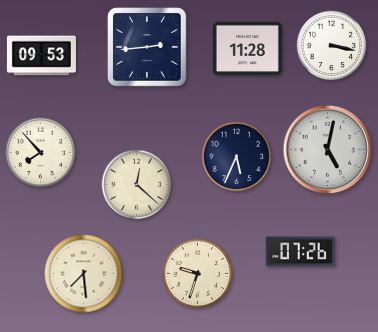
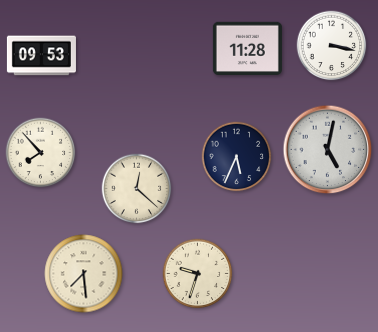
clock at (147, 47): 2:44 -> none
clock at (137, 185) position: (137, 185) -> (137, 189)
clock at (300, 252): 07:26 -> none
